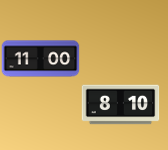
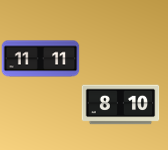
clock at (40, 59): 11:00 -> 11:11
